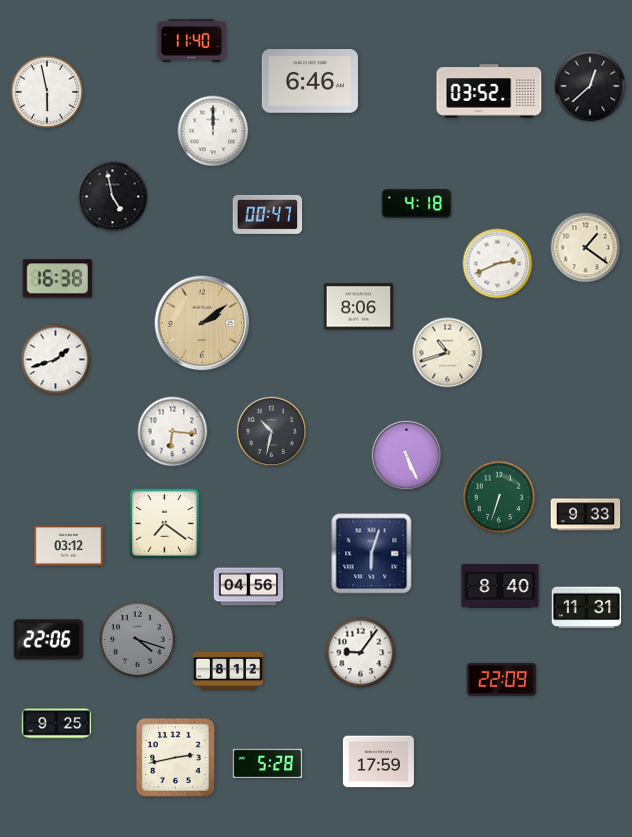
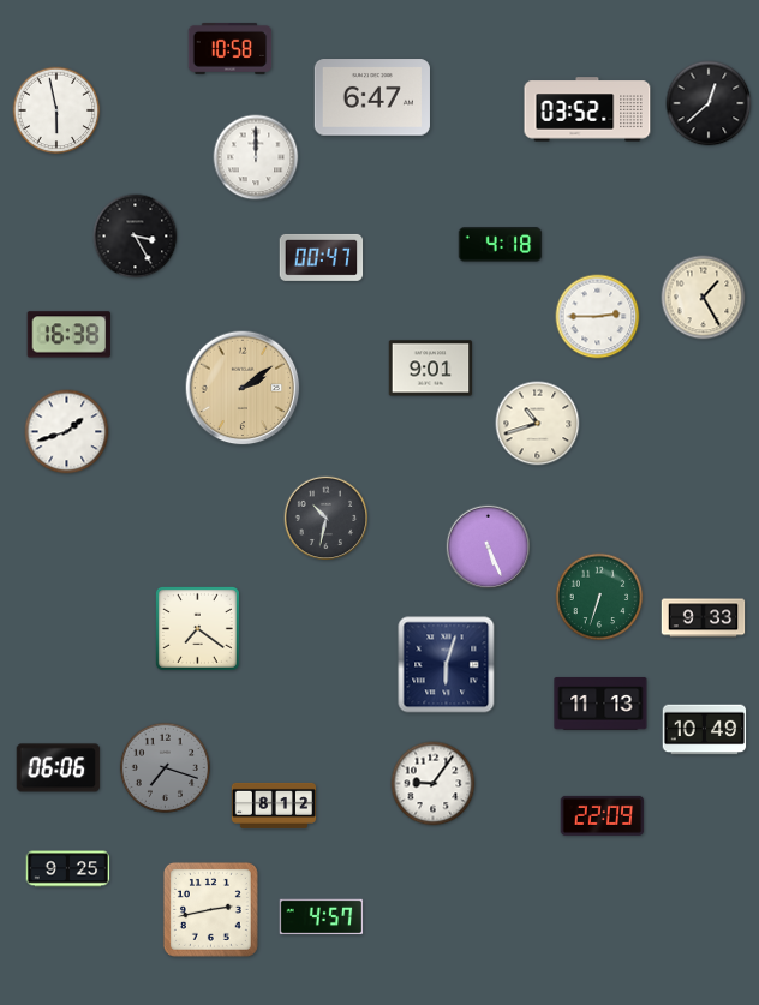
clock at (192, 40): 11:40 -> 10:58
clock at (310, 81): 6:46 -> 6:47
clock at (113, 197): 4:58 -> 3:25
clock at (586, 248): 1:21 -> 1:25
clock at (498, 264): 2:41 -> 2:45
clock at (359, 307): 8:06 -> 9:01
clock at (173, 432): 6:16 -> none
clock at (69, 546): 03:12 -> none
clock at (500, 586): 8:40 -> 11:13
clock at (249, 587): 04:56 -> none
clock at (587, 608): 11:31 -> 10:49
clock at (137, 639): 4:18 -> 7:18
clock at (49, 640): 22:06 -> 06:06
clock at (378, 762): 17:59 -> none
clock at (268, 764): 5:28 -> 4:57
